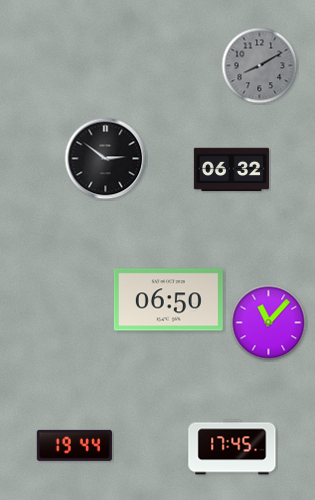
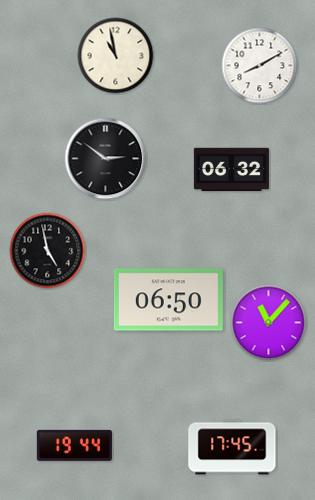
clock at (116, 56): none -> 10:58
clock at (260, 66) dial: grey -> white
clock at (48, 251): none -> 4:58
